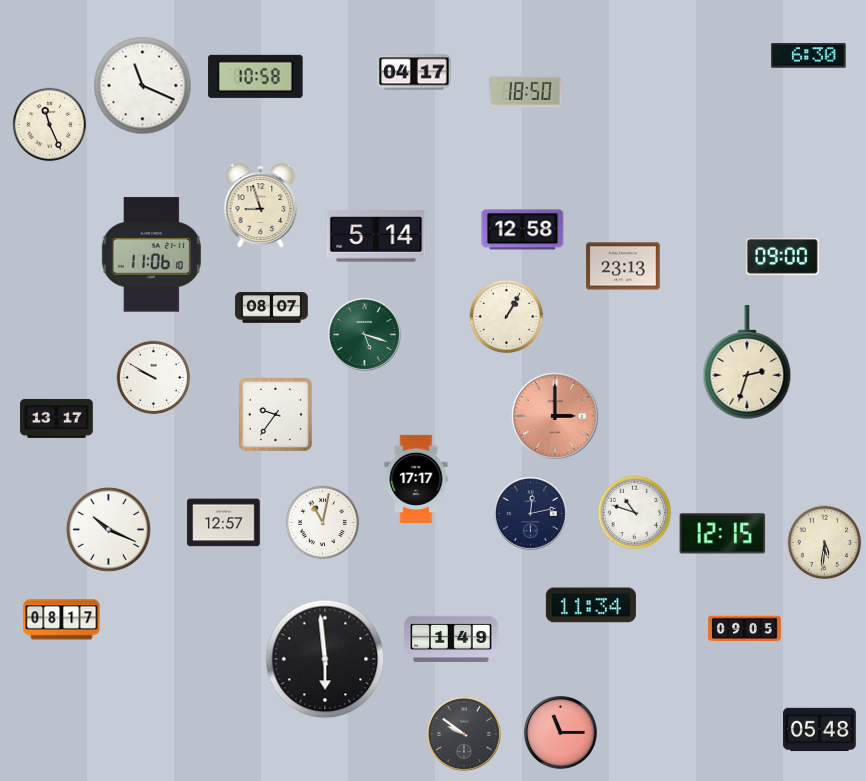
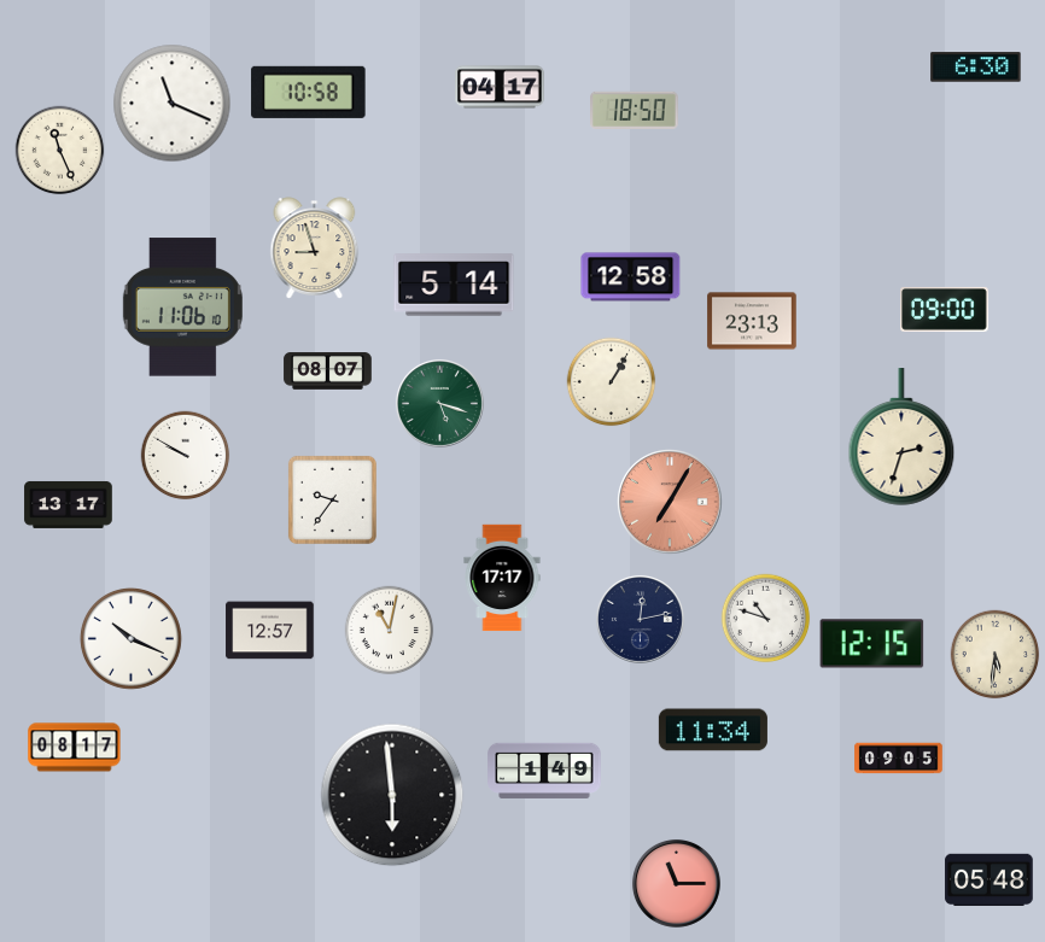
clock at (555, 416): 3:00 -> 7:05
clock at (464, 734): 9:51 -> none
